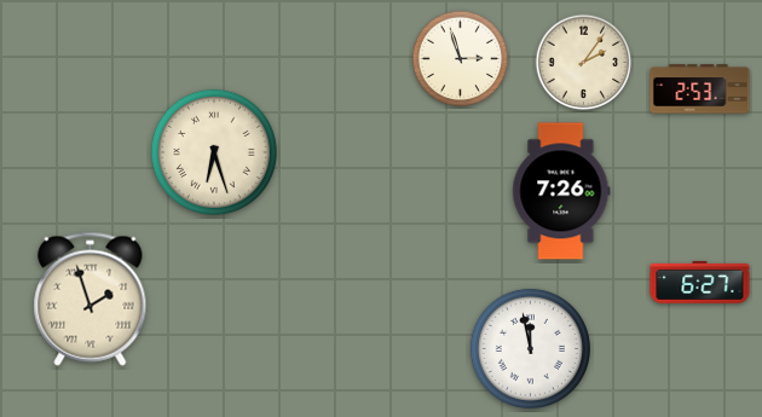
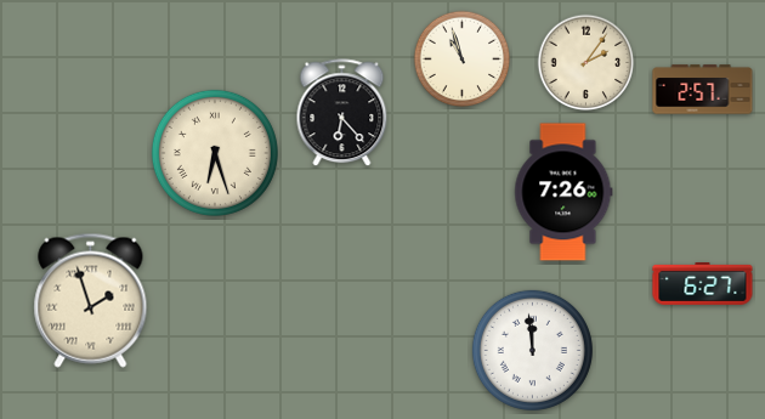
clock at (461, 59): 2:57 -> 10:57
clock at (700, 89): 2:53 -> 2:57
clock at (342, 113): none -> 6:23
clock at (530, 348): 11:58 -> 11:59
